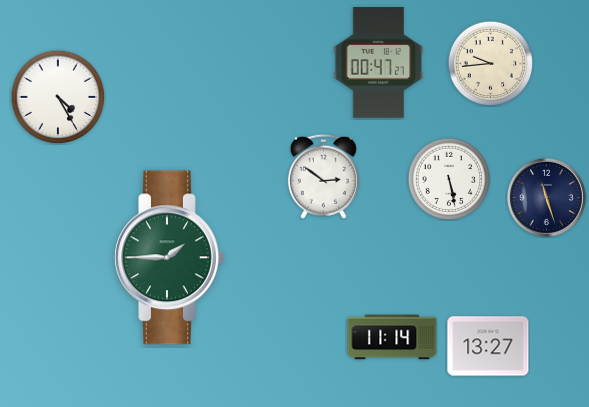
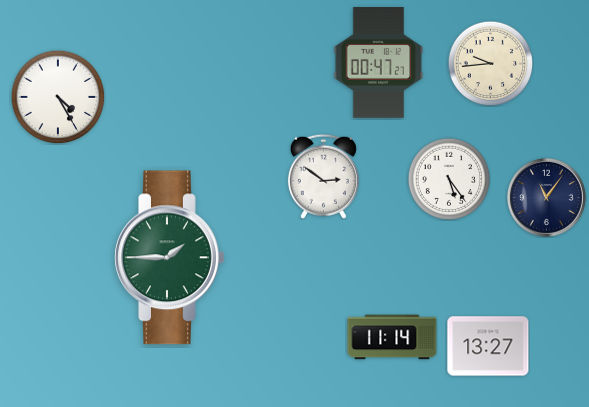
clock at (448, 178): 5:28 -> 5:24
clock at (546, 197): 11:27 -> 11:06
